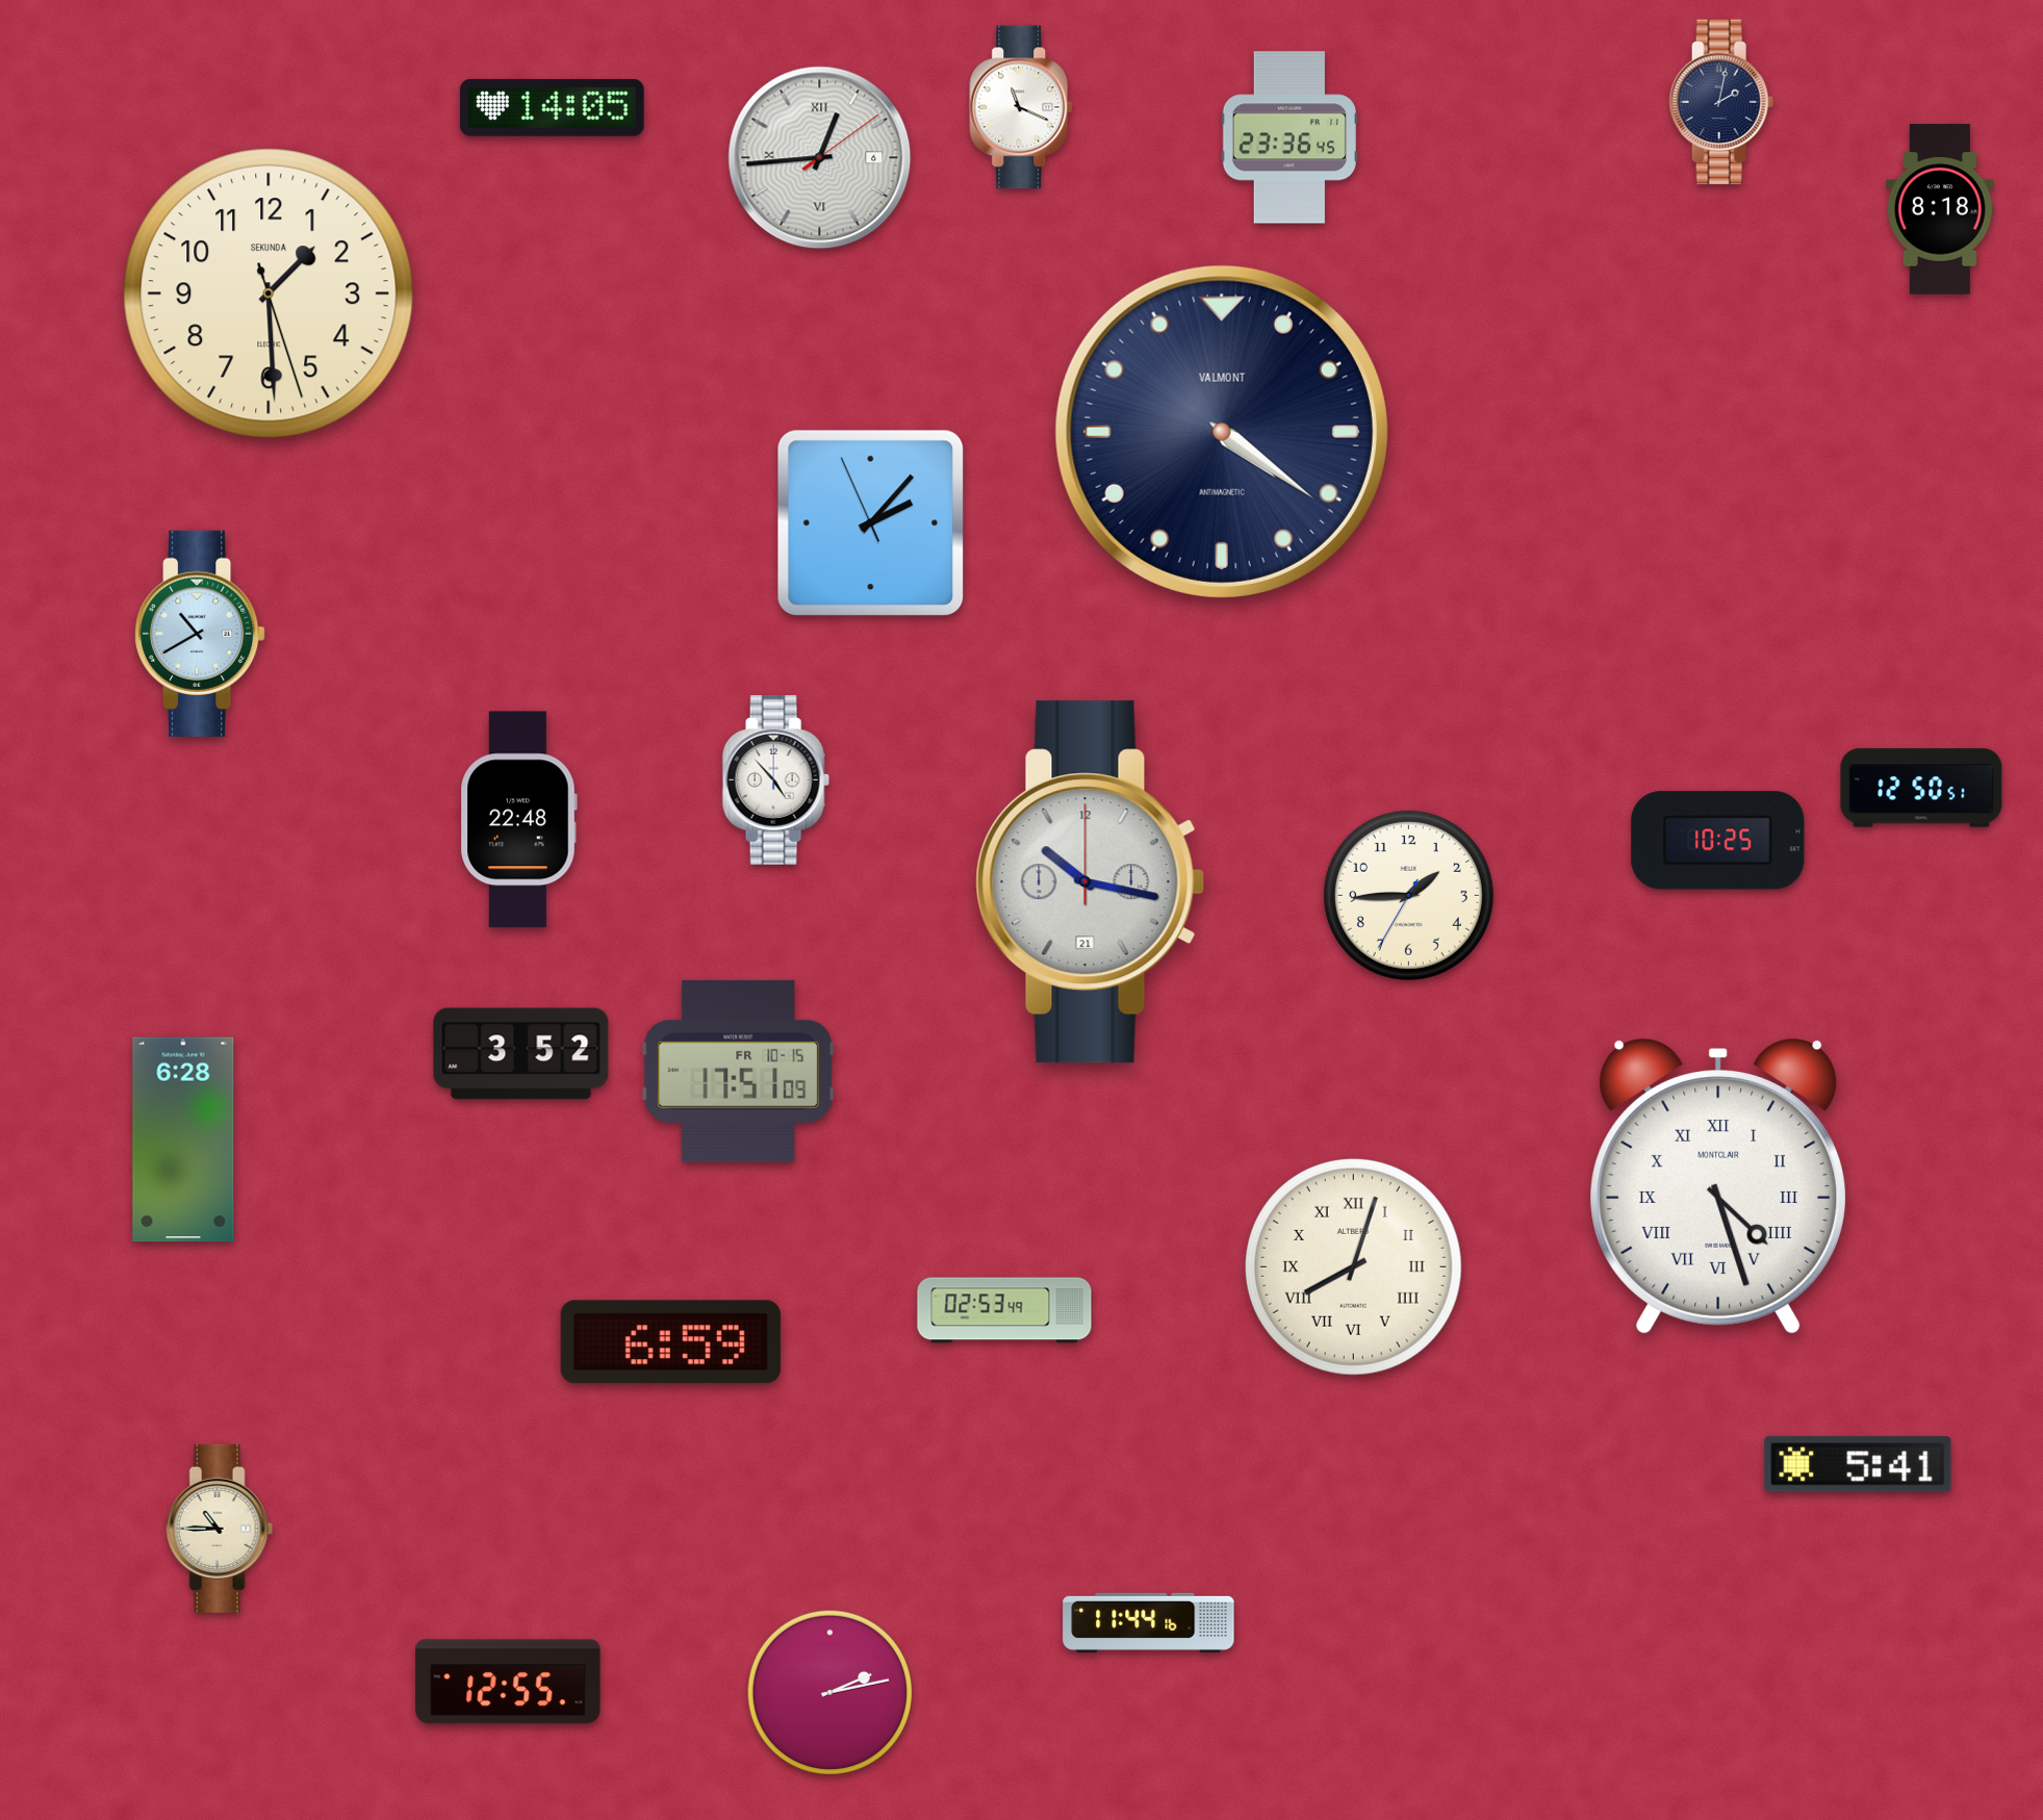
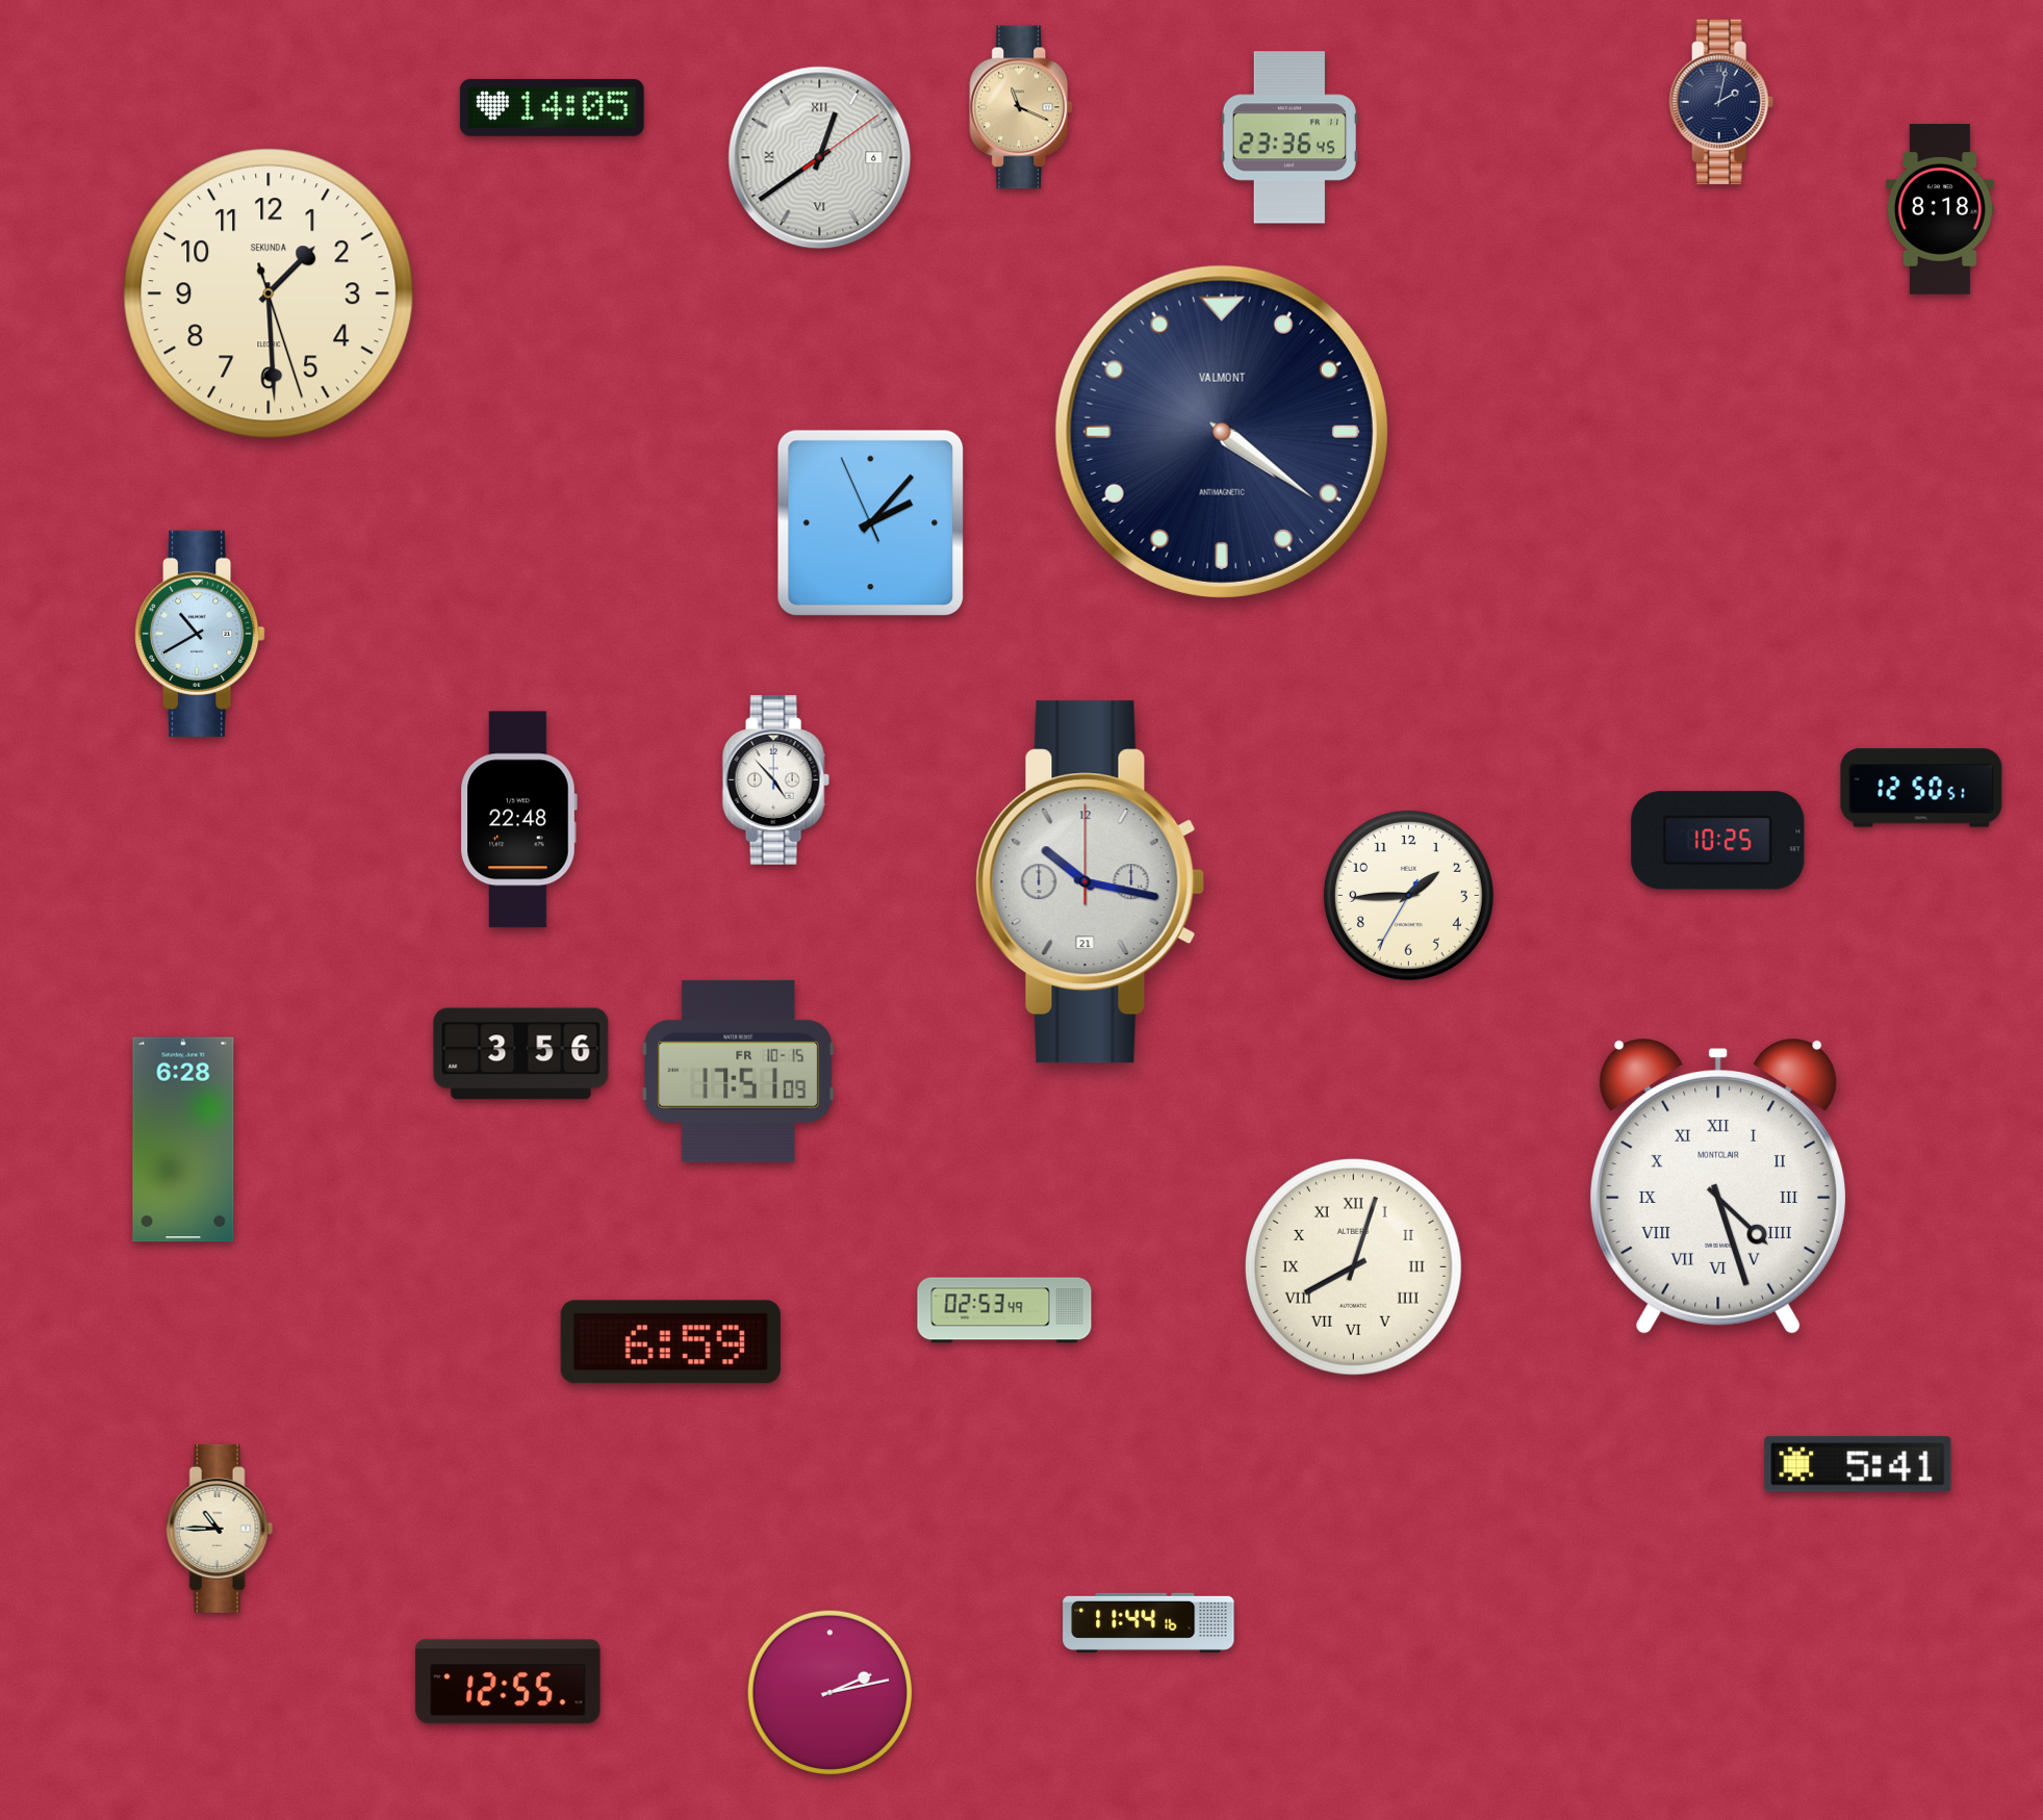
clock at (1022, 107) dial: white -> champagne
clock at (820, 158): 12:44 -> 12:39
clock at (521, 1054): 3:52 -> 3:56
